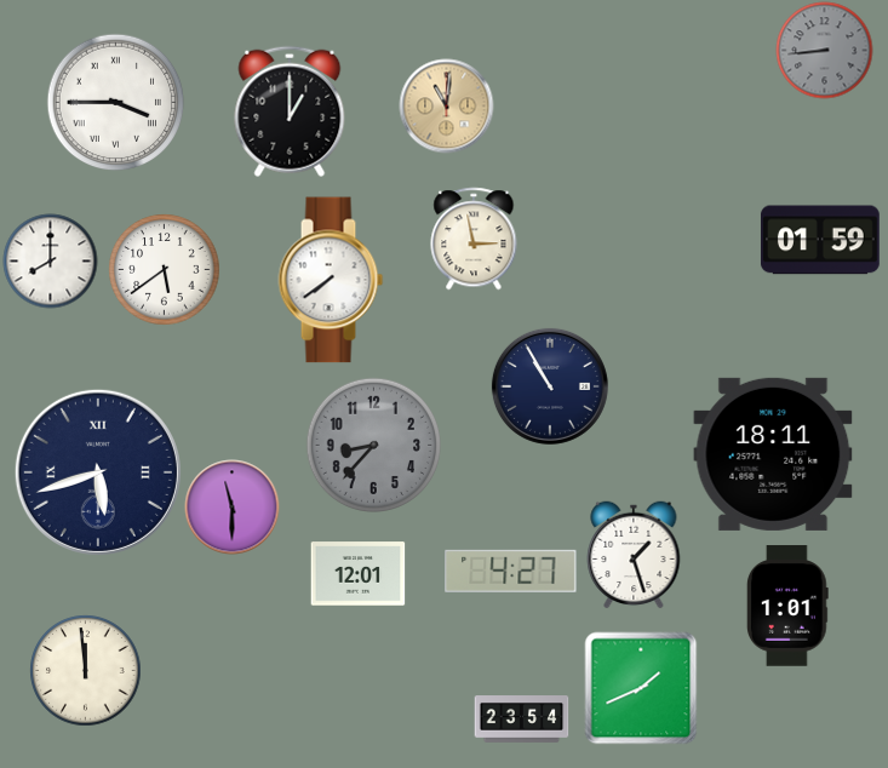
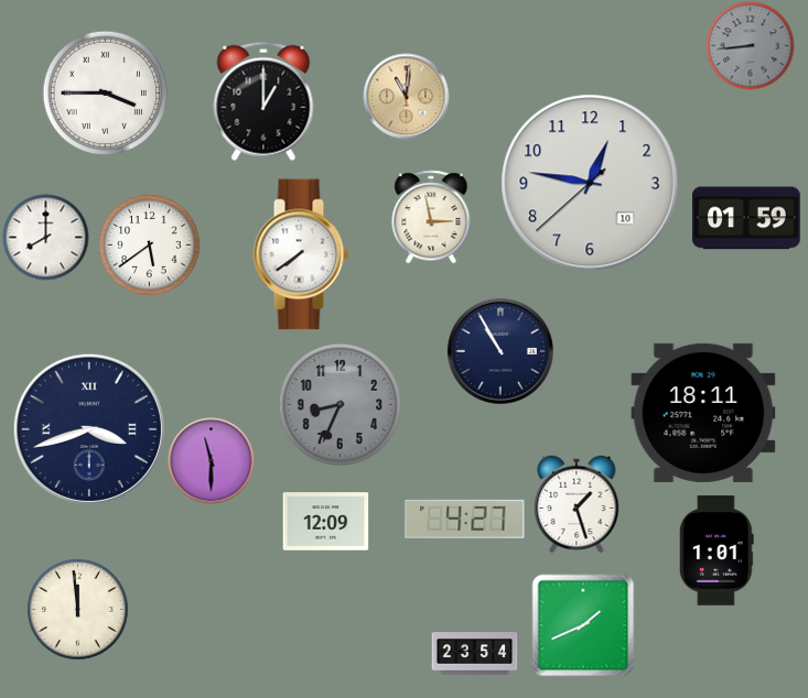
clock at (590, 183): none -> 12:46
clock at (373, 445): 8:37 -> 8:34
clock at (98, 472): 5:42 -> 3:42
clock at (357, 574): 12:01 -> 12:09
